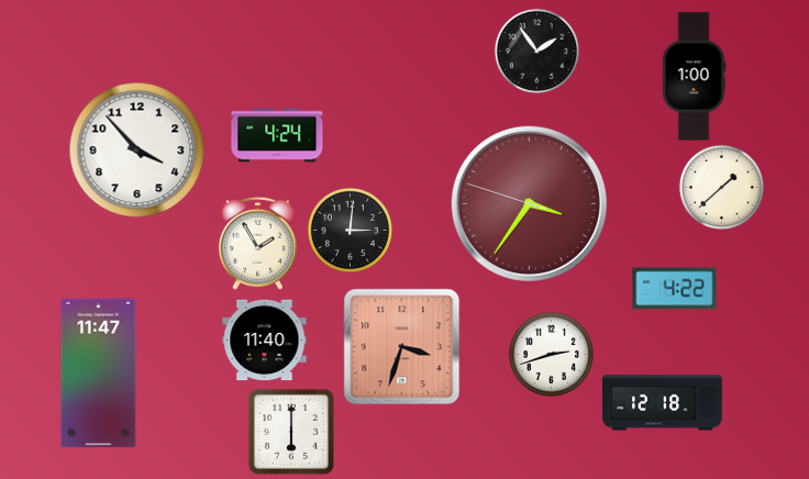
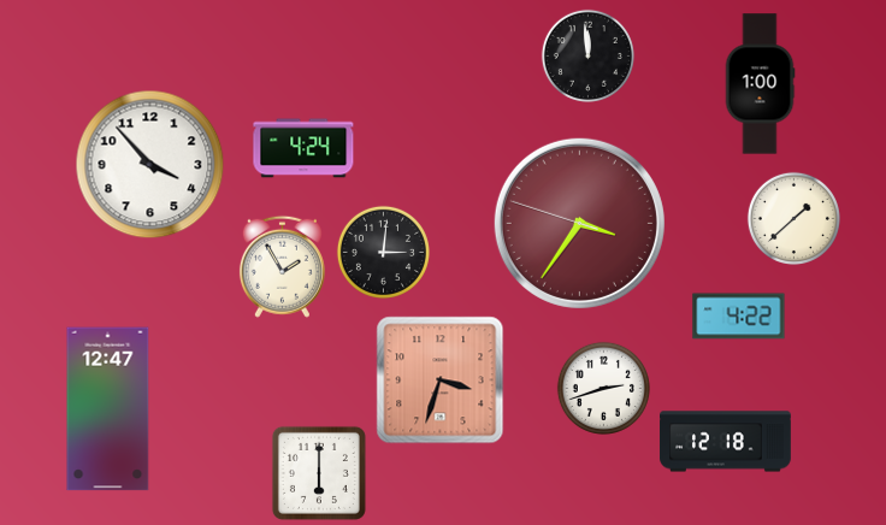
clock at (536, 51): 1:54 -> 11:59
clock at (721, 187) position: (721, 187) -> (793, 218)
clock at (265, 341): 11:40 -> none
clock at (99, 374): 11:47 -> 12:47
